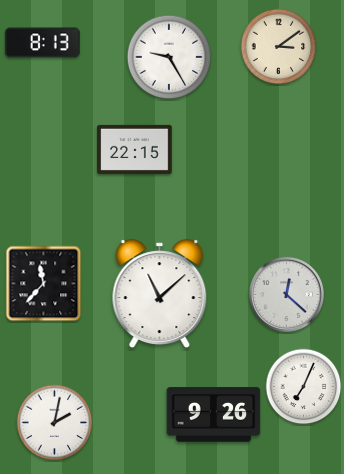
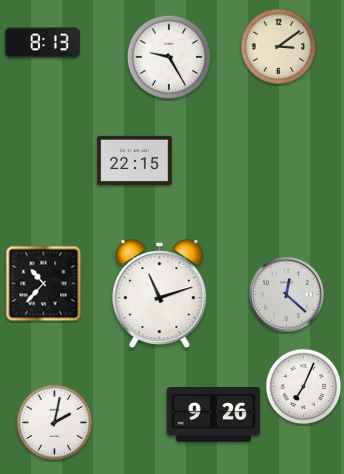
clock at (135, 149) position: (135, 149) -> (135, 160)
clock at (44, 284): 11:37 -> 10:37
clock at (160, 294): 11:08 -> 11:12
